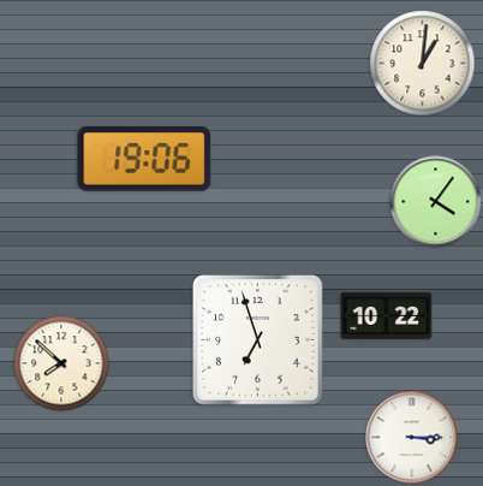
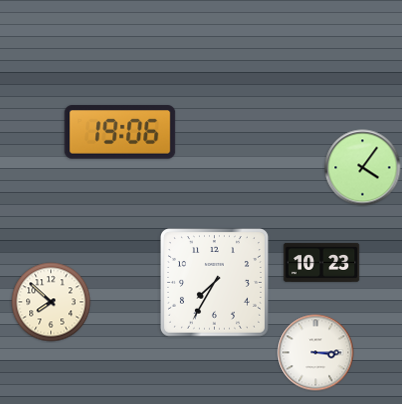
clock at (423, 64): 1:01 -> none
clock at (387, 315): 10:22 -> 10:23
clock at (258, 340): 6:57 -> 7:35
clock at (412, 438) position: (412, 438) -> (316, 353)
